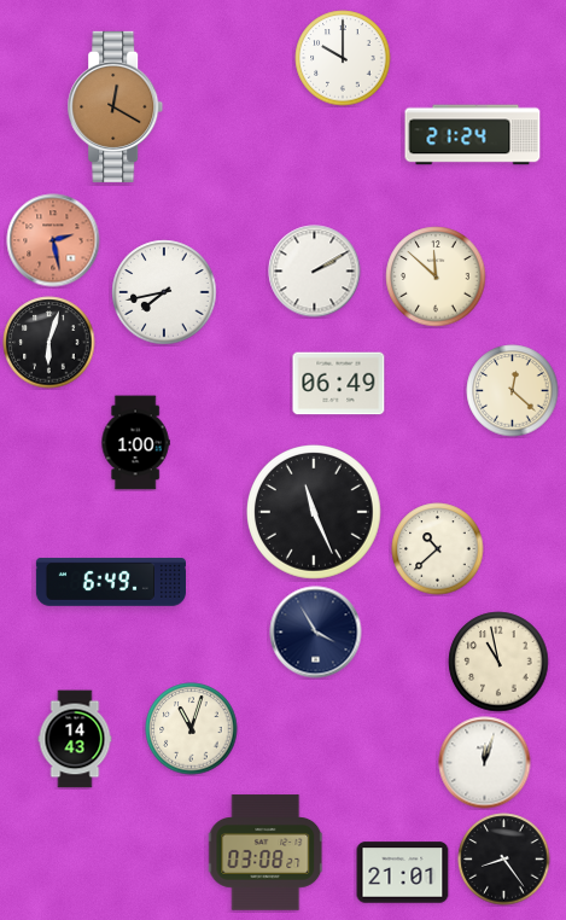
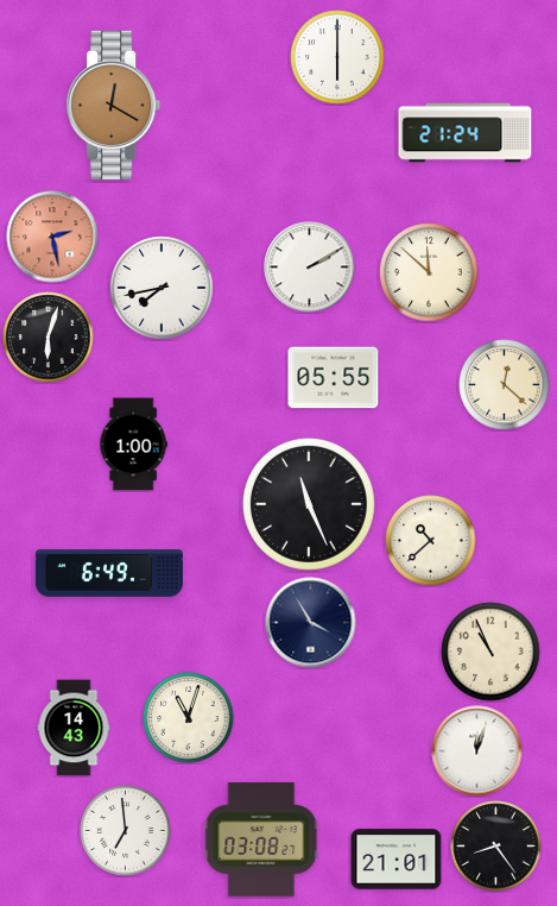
clock at (343, 58): 10:00 -> 6:00
clock at (339, 384): 06:49 -> 05:55
clock at (135, 443) position: (135, 443) -> (133, 445)
clock at (498, 662): 10:58 -> 10:56
clock at (126, 831): none -> 6:59
